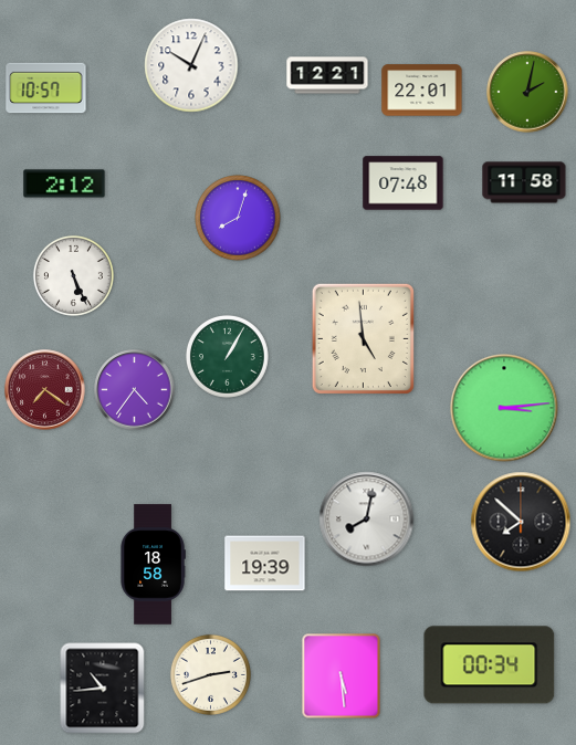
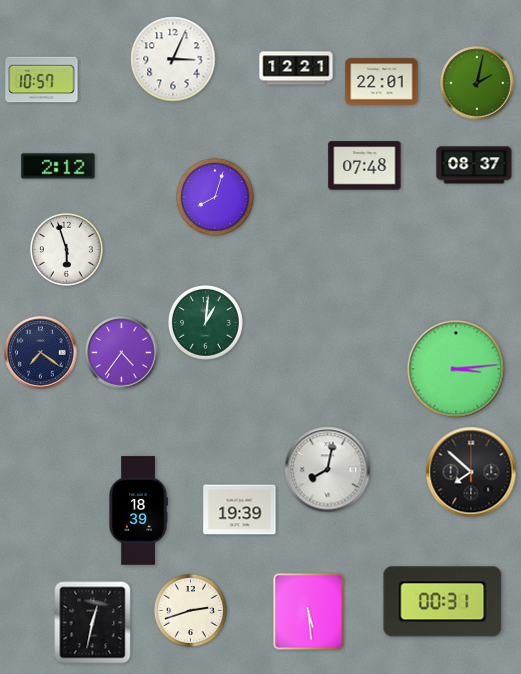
clock at (191, 65): 10:04 -> 3:04
clock at (524, 182): 11:58 -> 08:37
clock at (73, 275): 5:26 -> 5:57
clock at (363, 338): 4:59 -> none
clock at (228, 357): 1:05 -> 1:01
clock at (45, 390) dial: burgundy -> navy
clock at (367, 520) position: (367, 520) -> (328, 470)
clock at (153, 565): 18:58 -> 18:39
clock at (490, 665): 00:34 -> 00:31
clock at (103, 689): 10:44 -> 12:32
